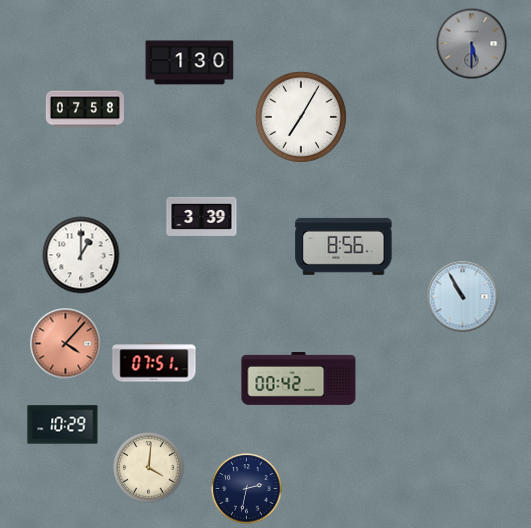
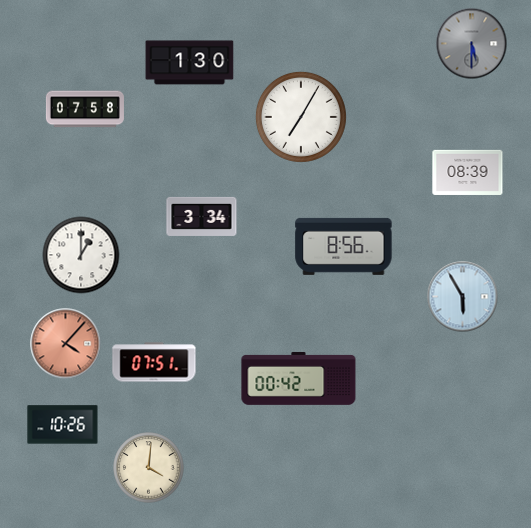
clock at (468, 172): none -> 08:39
clock at (202, 216): 3:39 -> 3:34
clock at (463, 297): 10:55 -> 5:55
clock at (63, 425): 10:29 -> 10:26
clock at (247, 489): 2:32 -> none
